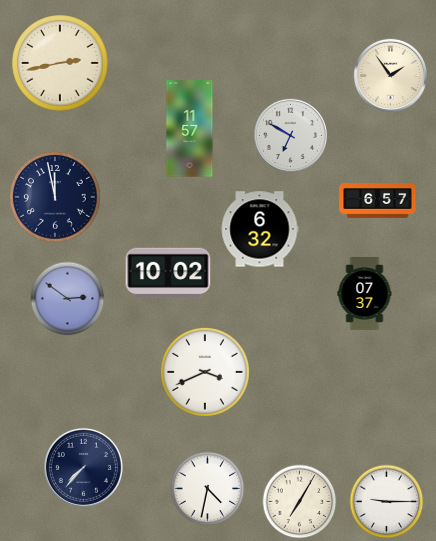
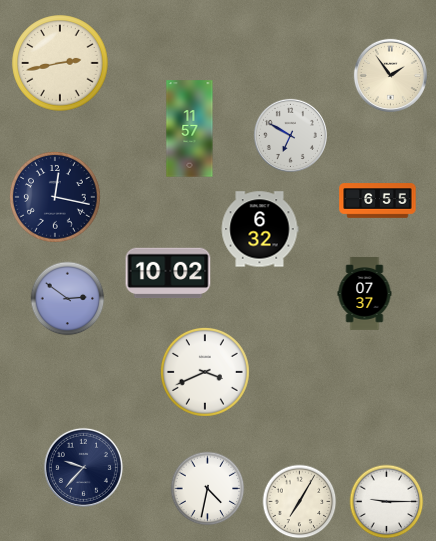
clock at (56, 198): 11:58 -> 12:17
clock at (378, 201): 6:57 -> 6:55
clock at (83, 467): 7:37 -> 9:37
